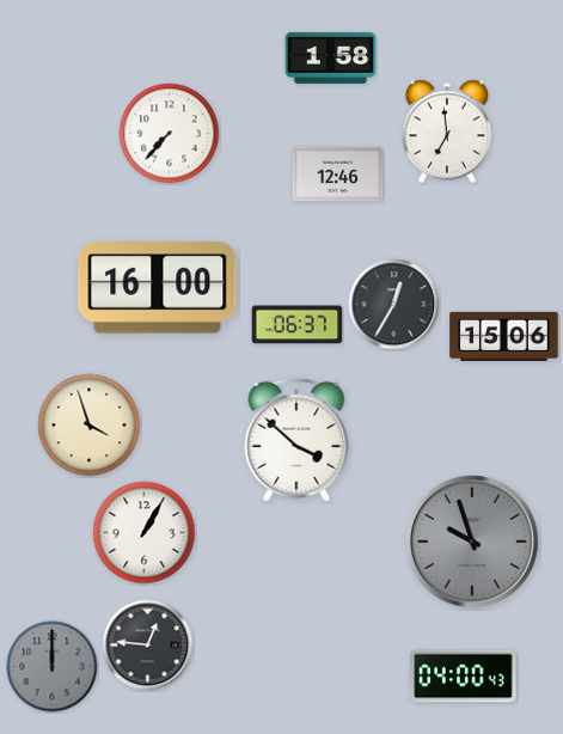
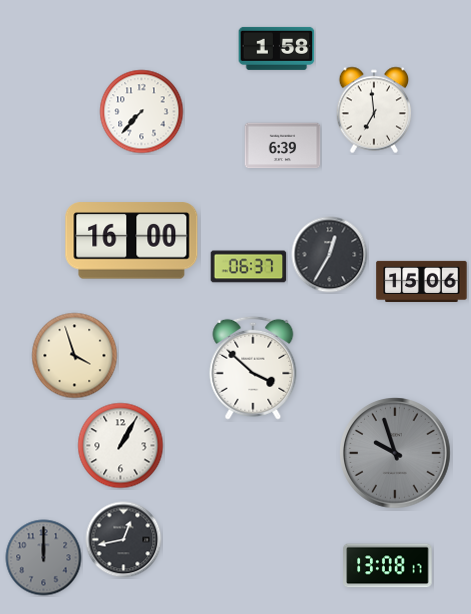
clock at (338, 175): 12:46 -> 6:39
clock at (298, 325) position: (298, 325) -> (249, 267)
clock at (296, 440) position: (296, 440) -> (253, 368)
clock at (148, 646): 12:46 -> 12:43
clock at (464, 677): 04:00 -> 13:08
